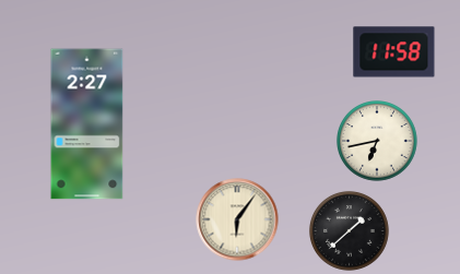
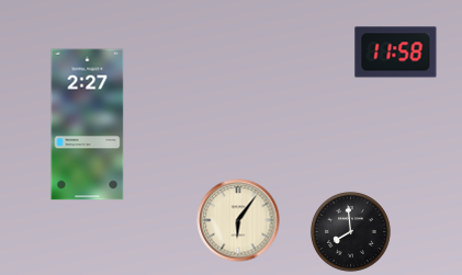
clock at (378, 142): 6:43 -> none
clock at (350, 231): 1:38 -> 7:59
